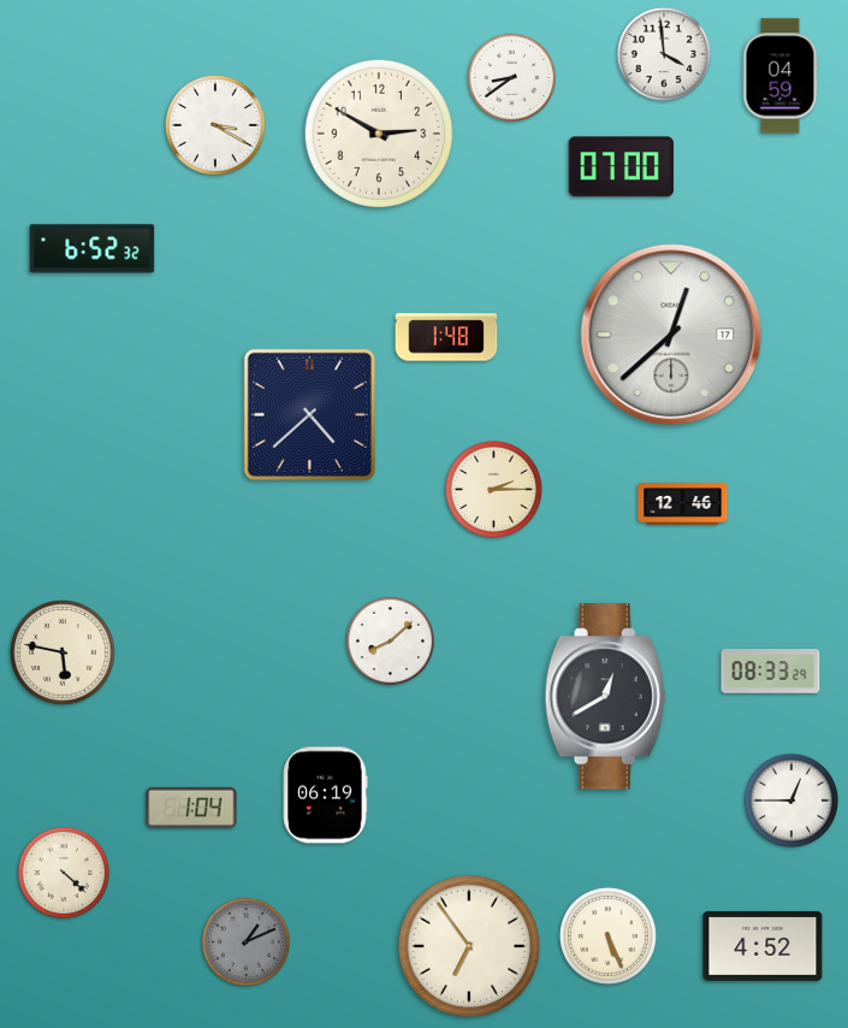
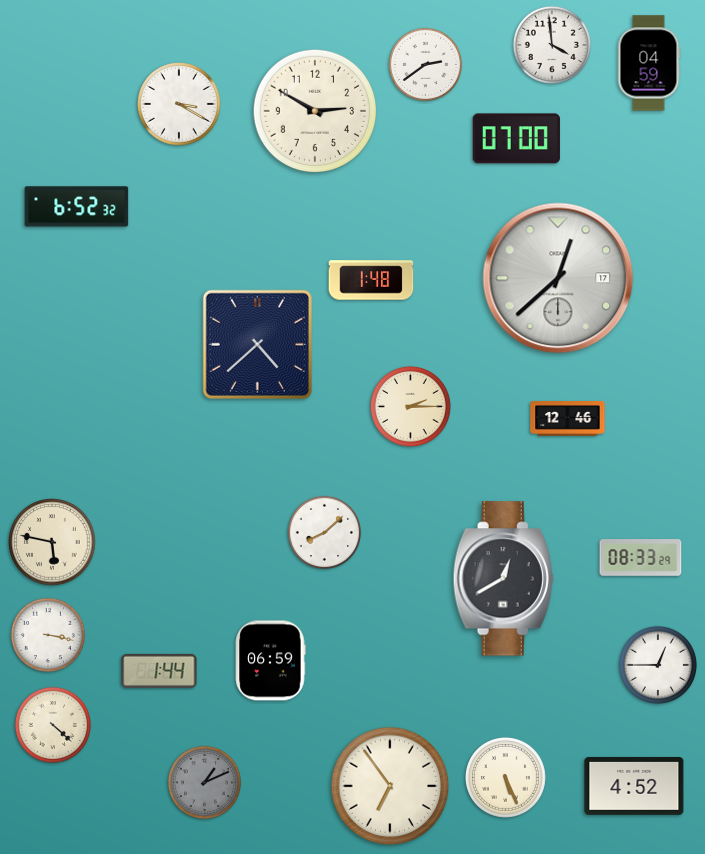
clock at (512, 78): 8:39 -> 2:39
clock at (47, 634): none -> 3:17
clock at (325, 796): 06:19 -> 06:59
clock at (191, 808): 1:04 -> 1:44
